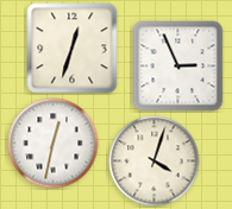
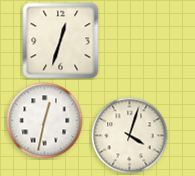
clock at (178, 66): 2:56 -> none
